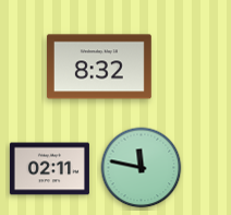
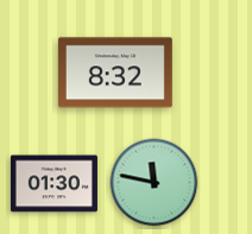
clock at (99, 67) position: (99, 67) -> (115, 72)
clock at (49, 169): 02:11 -> 01:30
